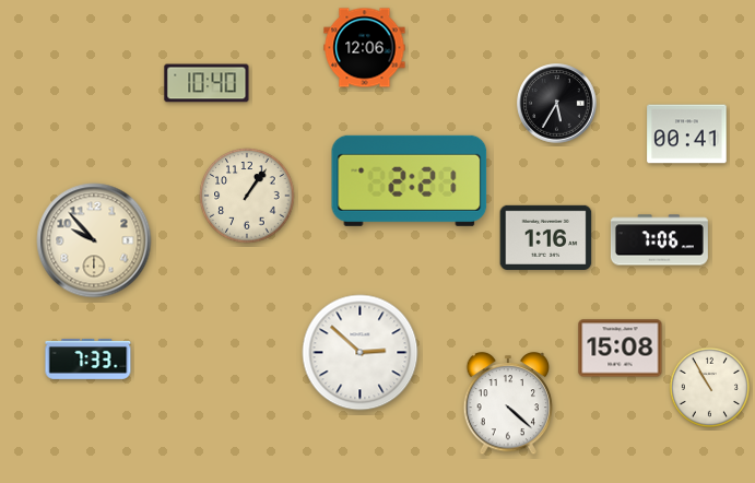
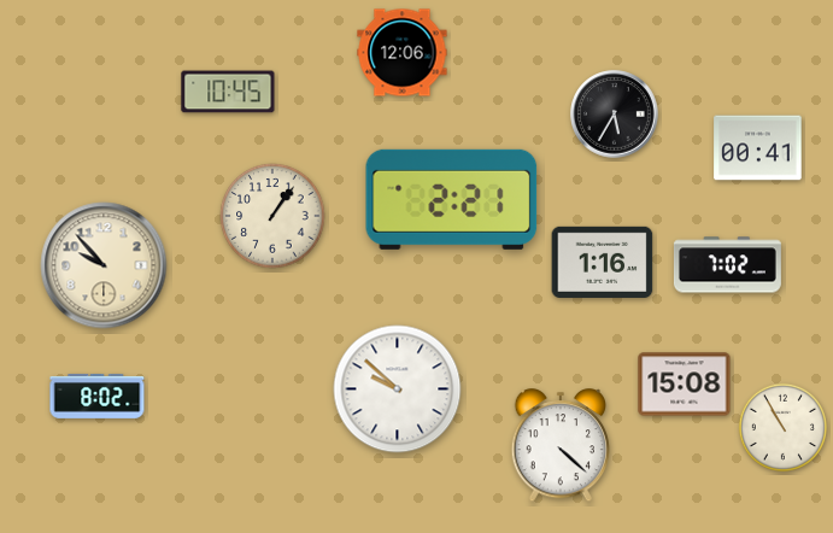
clock at (207, 83): 10:40 -> 10:45
clock at (659, 240): 7:06 -> 7:02
clock at (361, 353): 2:52 -> 9:52
clock at (89, 358): 7:33 -> 8:02
